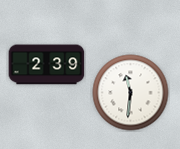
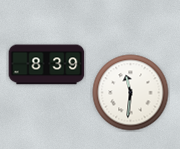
clock at (47, 65): 2:39 -> 8:39
